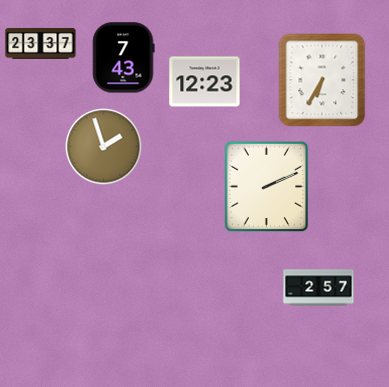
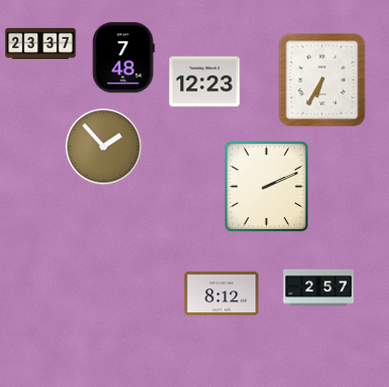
clock at (123, 58): 7:43 -> 7:48
clock at (104, 147): 1:57 -> 1:53
clock at (222, 294): none -> 8:12
